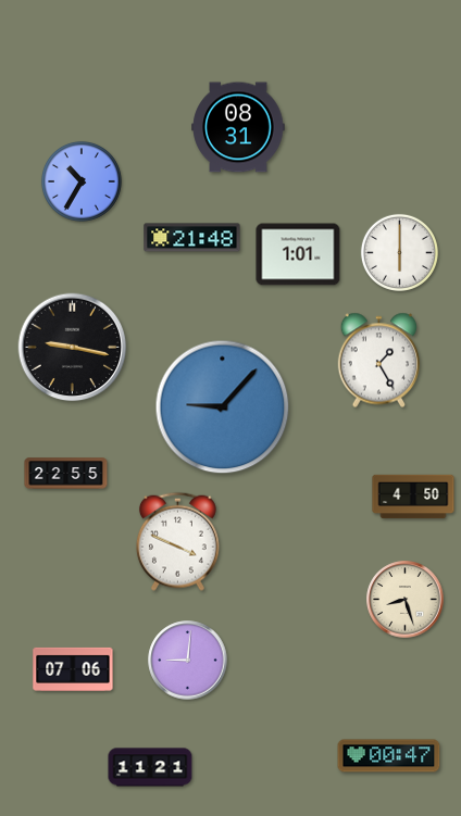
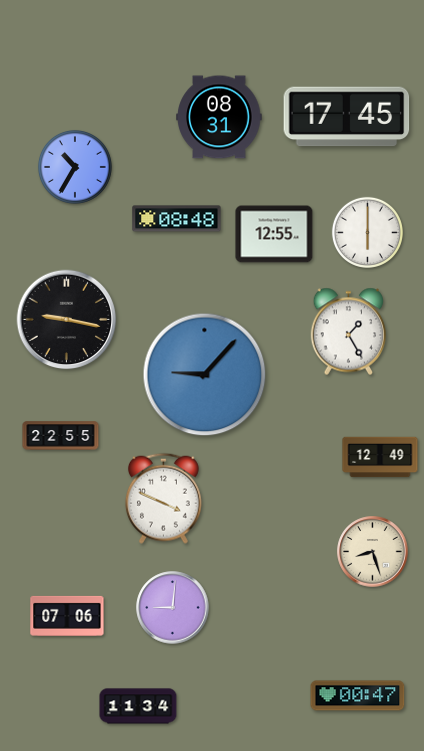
clock at (347, 117): none -> 17:45
clock at (192, 238): 21:48 -> 08:48
clock at (298, 254): 1:01 -> 12:55
clock at (413, 497): 4:50 -> 12:49
clock at (150, 767): 11:21 -> 11:34
